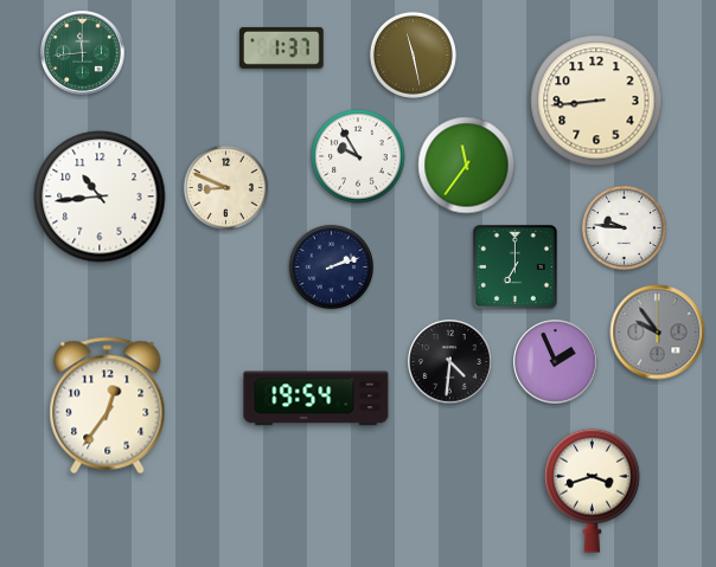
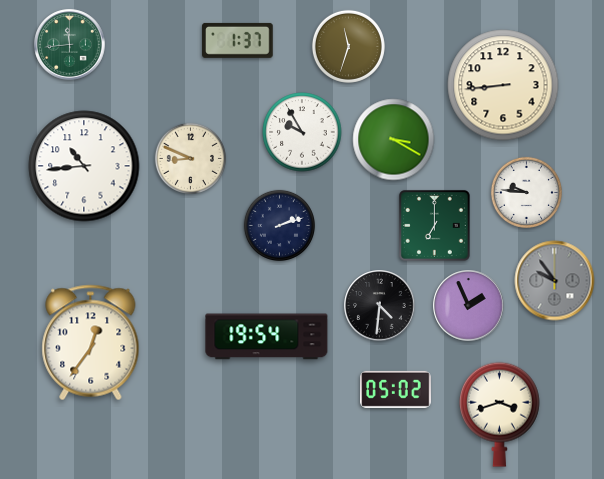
clock at (413, 54): 11:28 -> 11:33
clock at (467, 166): 11:36 -> 3:20
clock at (396, 389): none -> 05:02
